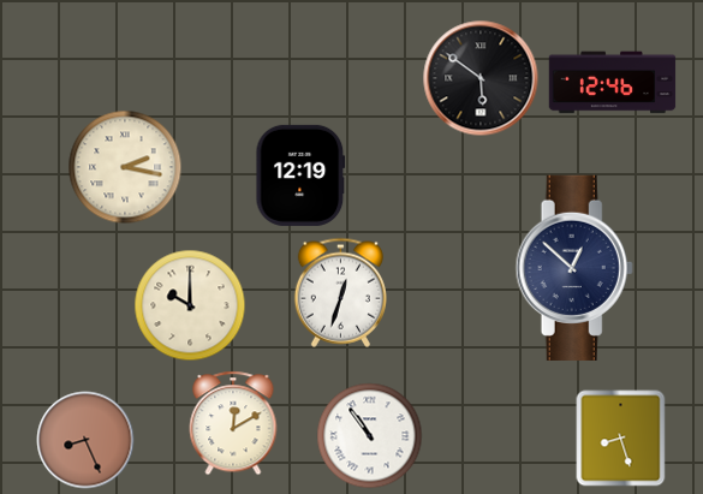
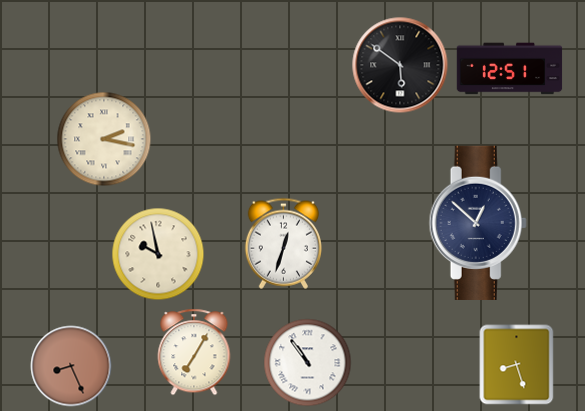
clock at (613, 83): 12:46 -> 12:51
clock at (300, 175): 12:19 -> none
clock at (190, 305): 10:00 -> 9:58
clock at (233, 423): 12:10 -> 7:05
